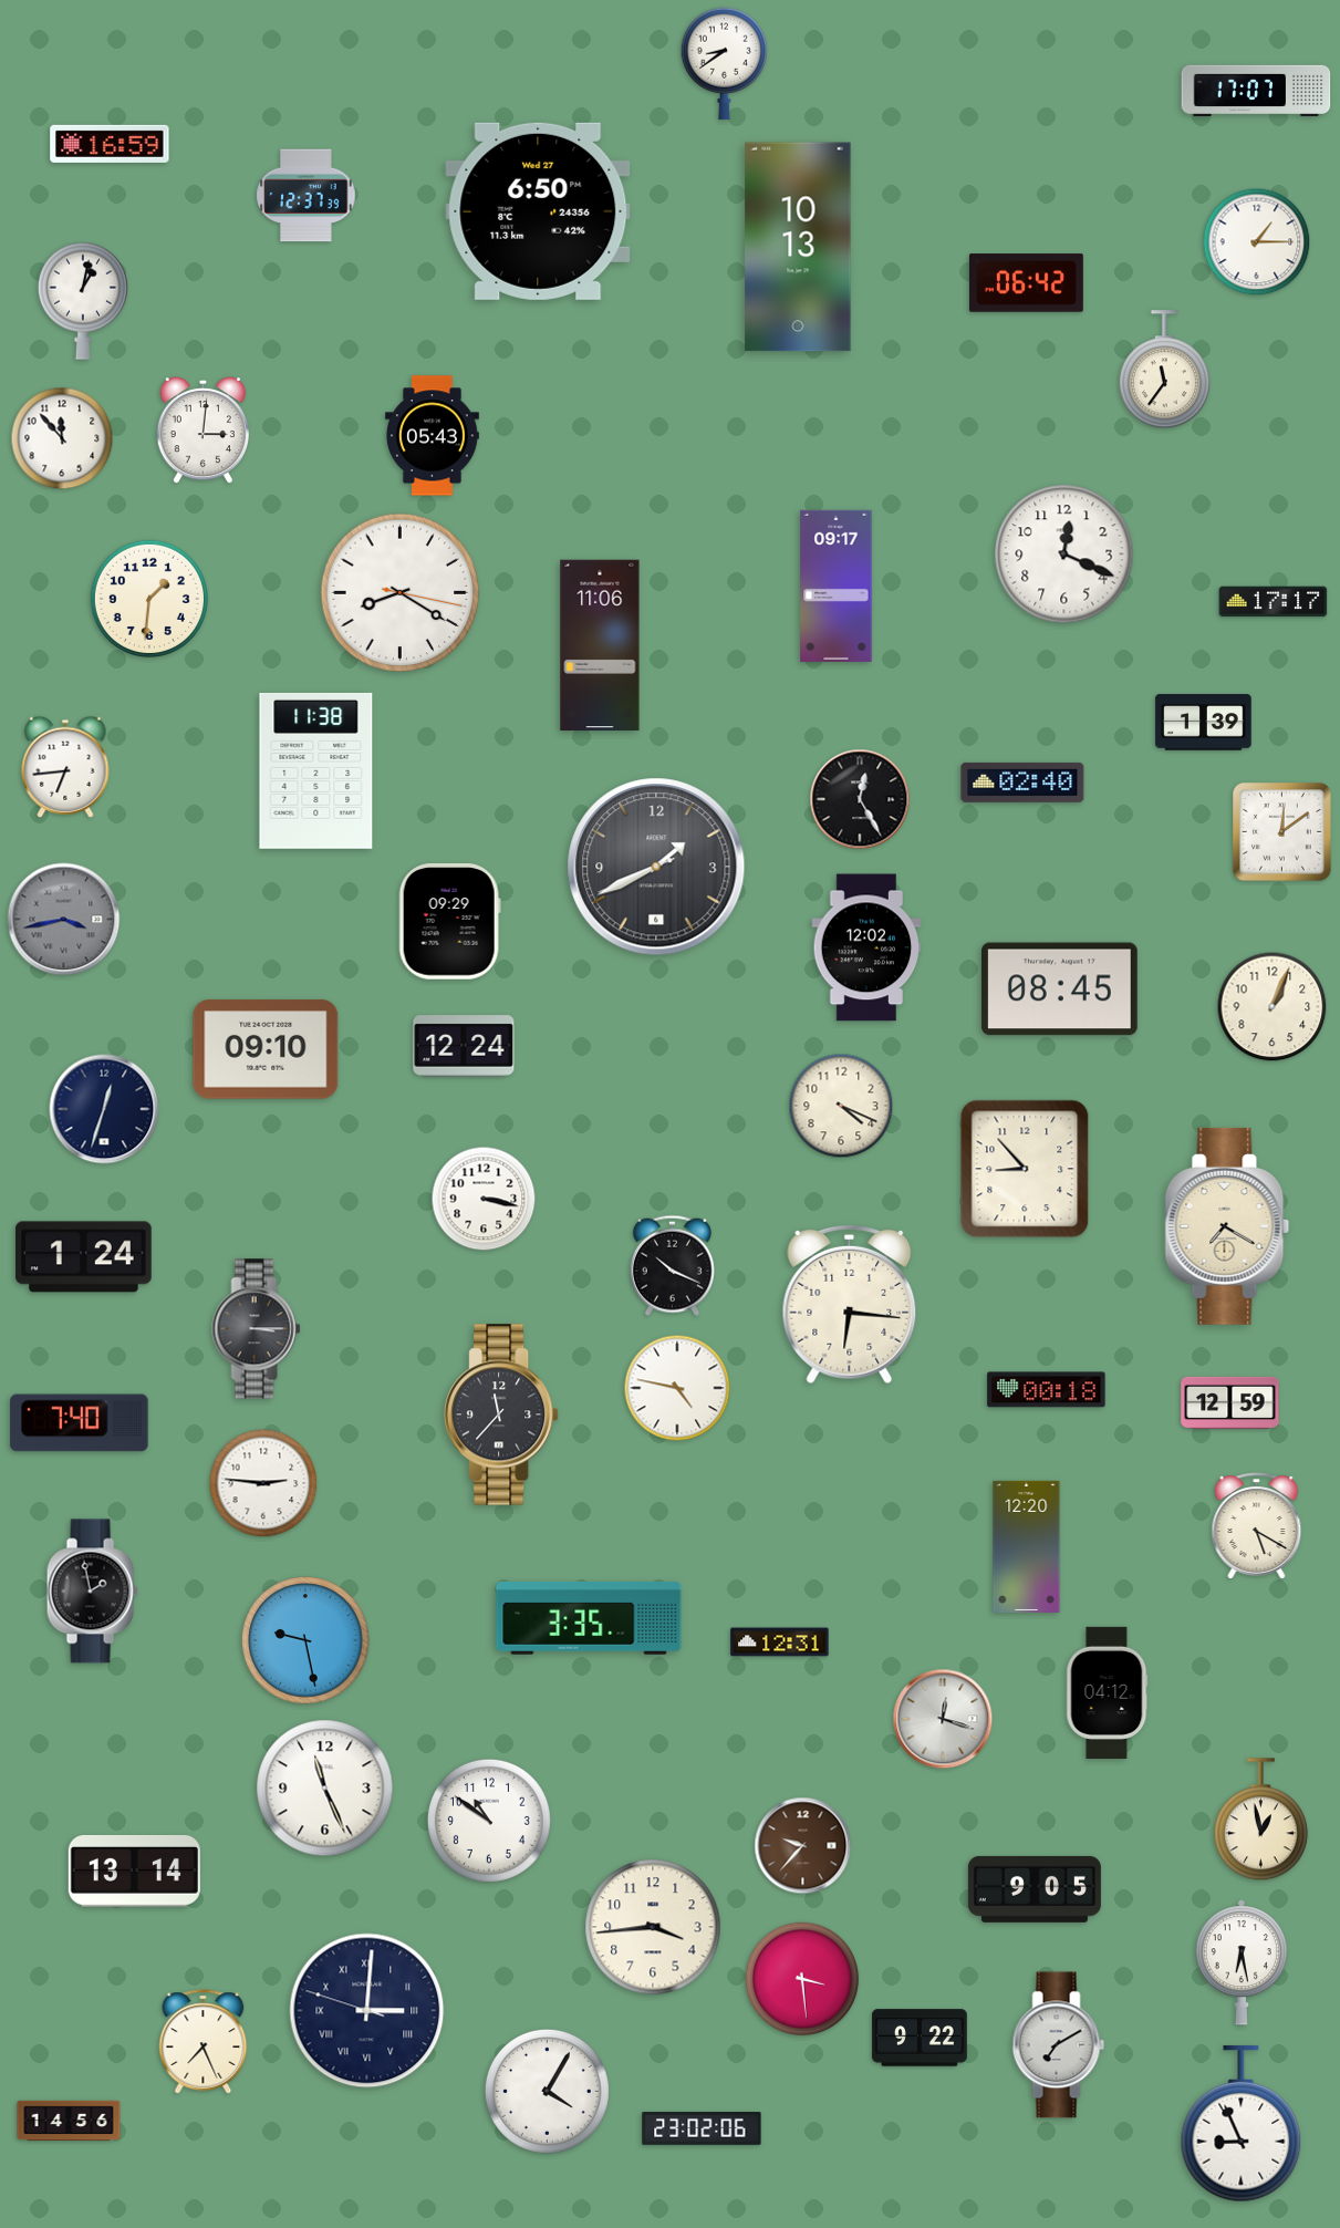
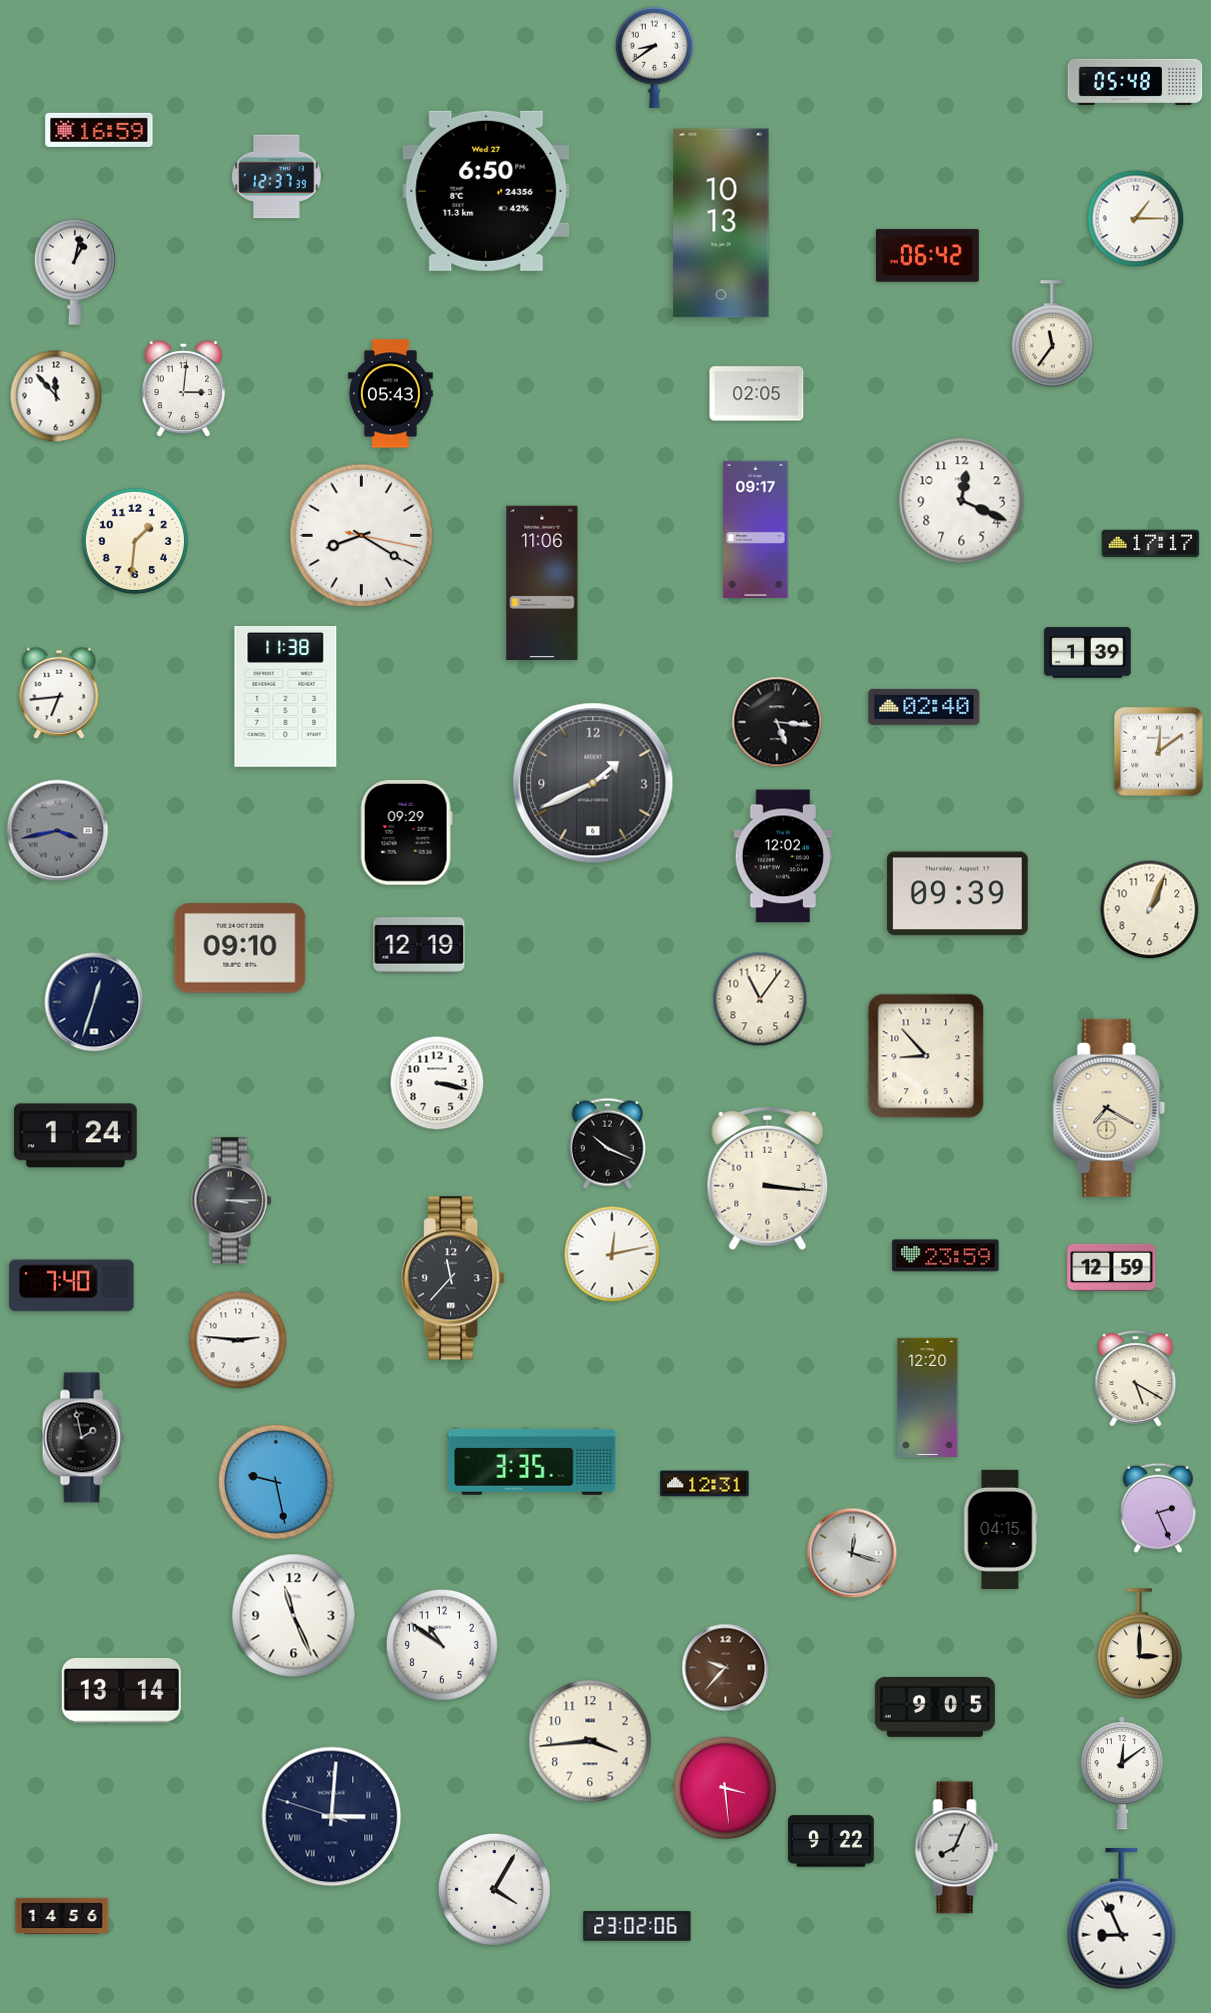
clock at (1256, 90): 17:07 -> 05:48
clock at (757, 394): none -> 02:05
clock at (860, 799): 12:25 -> 5:16
clock at (1059, 989): 08:45 -> 09:39
clock at (464, 1046): 12:24 -> 12:19
clock at (841, 1106): 4:19 -> 11:06
clock at (850, 1305): 6:16 -> 3:16
clock at (677, 1388): 4:47 -> 12:13
clock at (1047, 1390): 00:18 -> 23:59
clock at (1158, 1508): none -> 2:26
clock at (1108, 1692): 04:12 -> 04:15
clock at (1260, 1820): 12:58 -> 3:00
clock at (1242, 1962): 6:28 -> 12:09
clock at (204, 2042): 7:26 -> none
clock at (1059, 2045): 7:10 -> 8:04
clock at (702, 2128) position: (702, 2128) -> (637, 1926)
